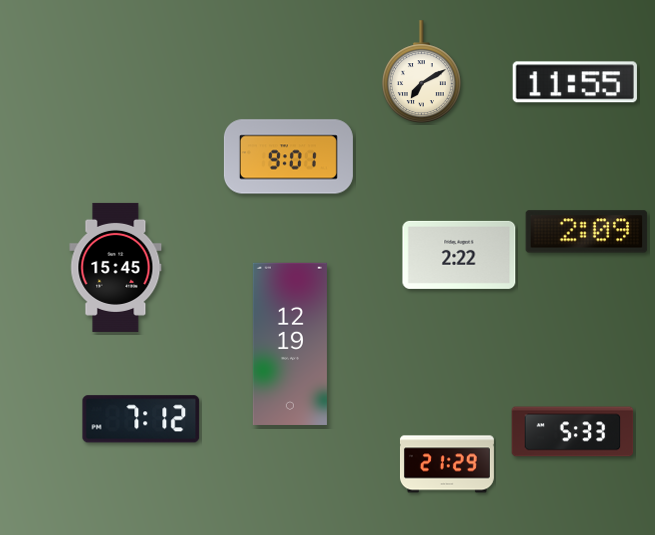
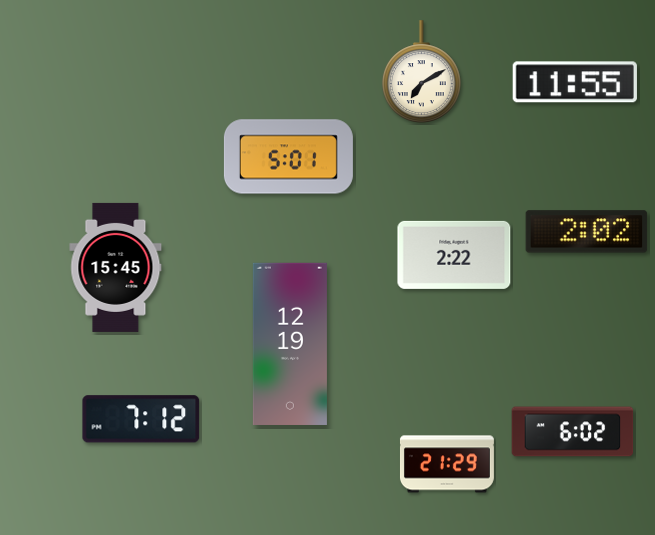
clock at (288, 157): 9:01 -> 5:01
clock at (587, 232): 2:09 -> 2:02
clock at (459, 255) position: (459, 255) -> (454, 255)
clock at (573, 432): 5:33 -> 6:02
